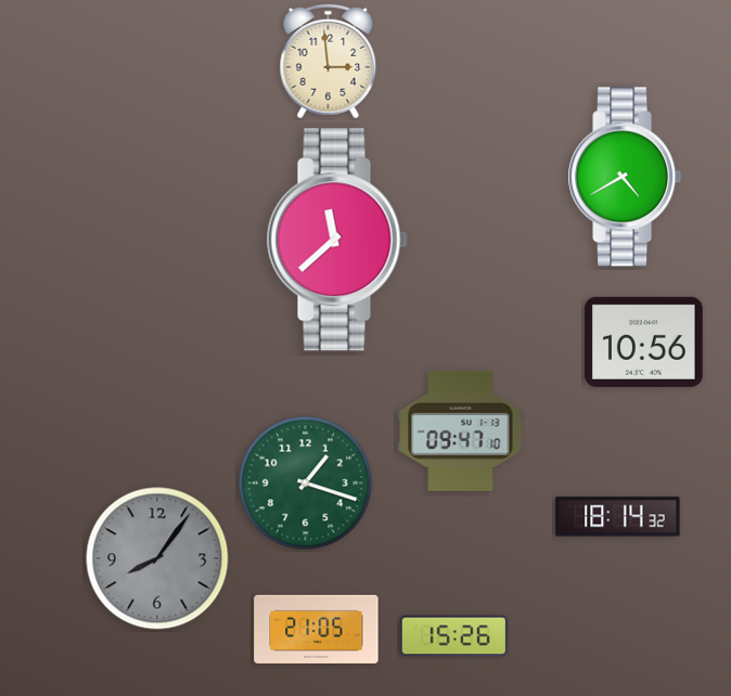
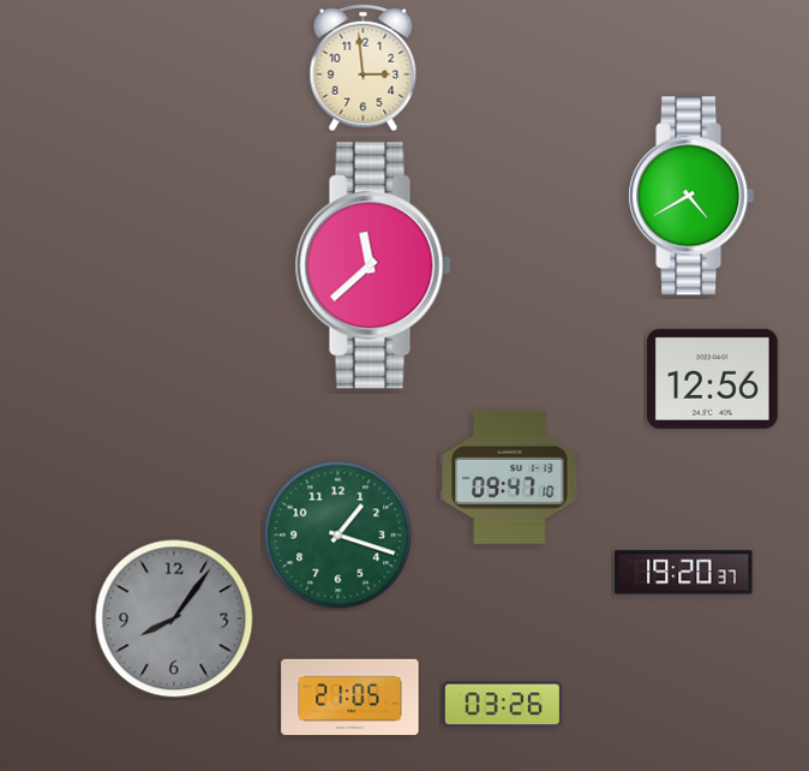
clock at (644, 341): 10:56 -> 12:56
clock at (618, 517): 18:14 -> 19:20
clock at (453, 636): 15:26 -> 03:26
